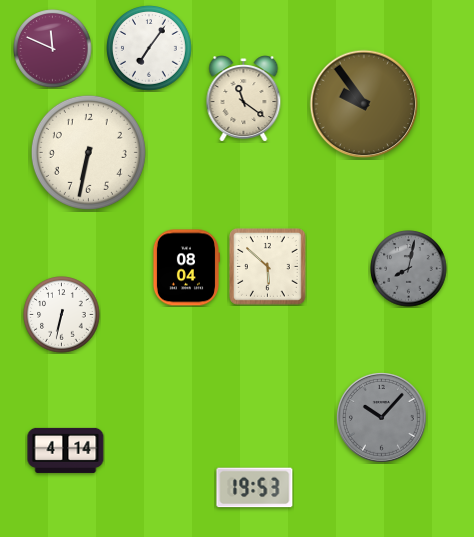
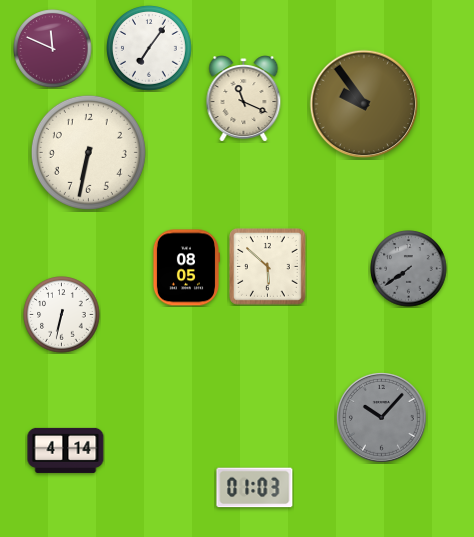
clock at (244, 99): 11:21 -> 11:19
clock at (186, 268): 08:04 -> 08:05
clock at (409, 269): 8:02 -> 7:39
clock at (255, 488): 19:53 -> 01:03
